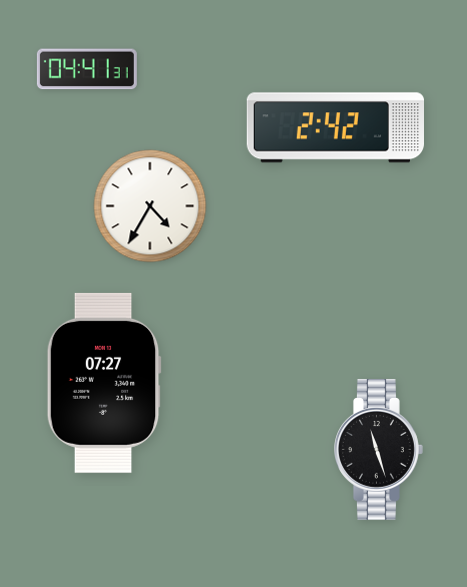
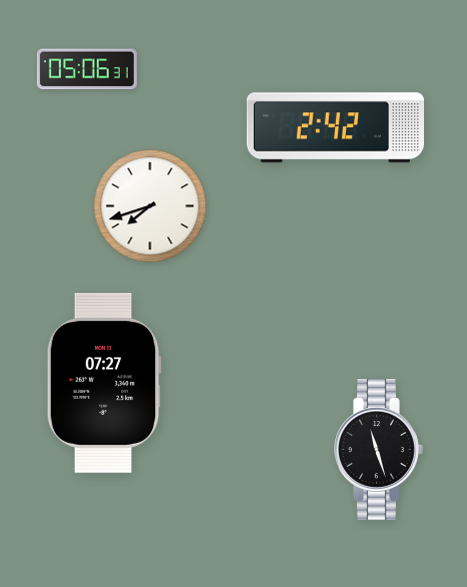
clock at (87, 69): 04:41 -> 05:06
clock at (150, 206): 4:35 -> 7:42
